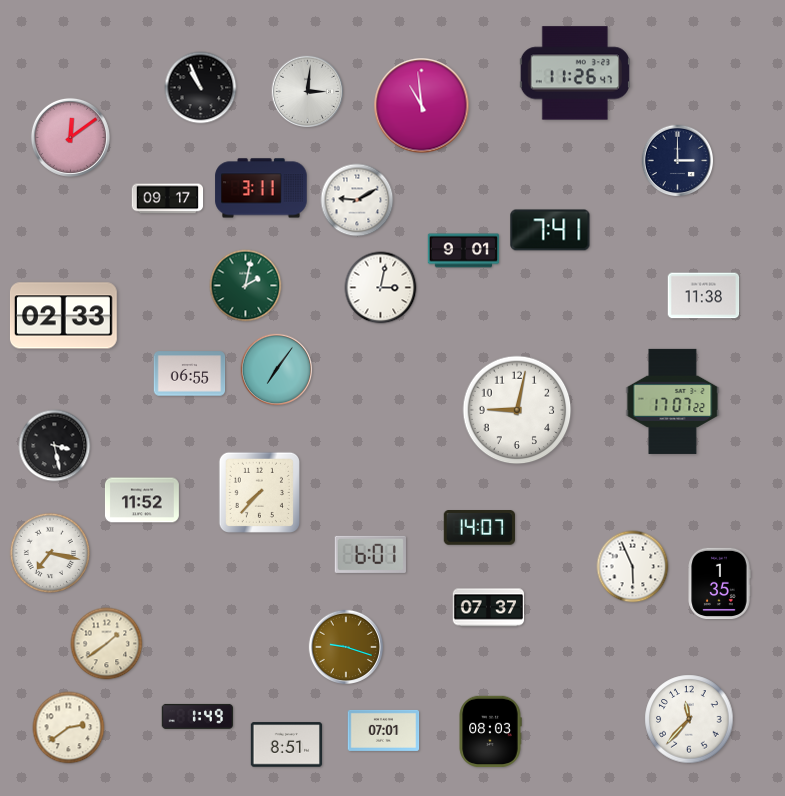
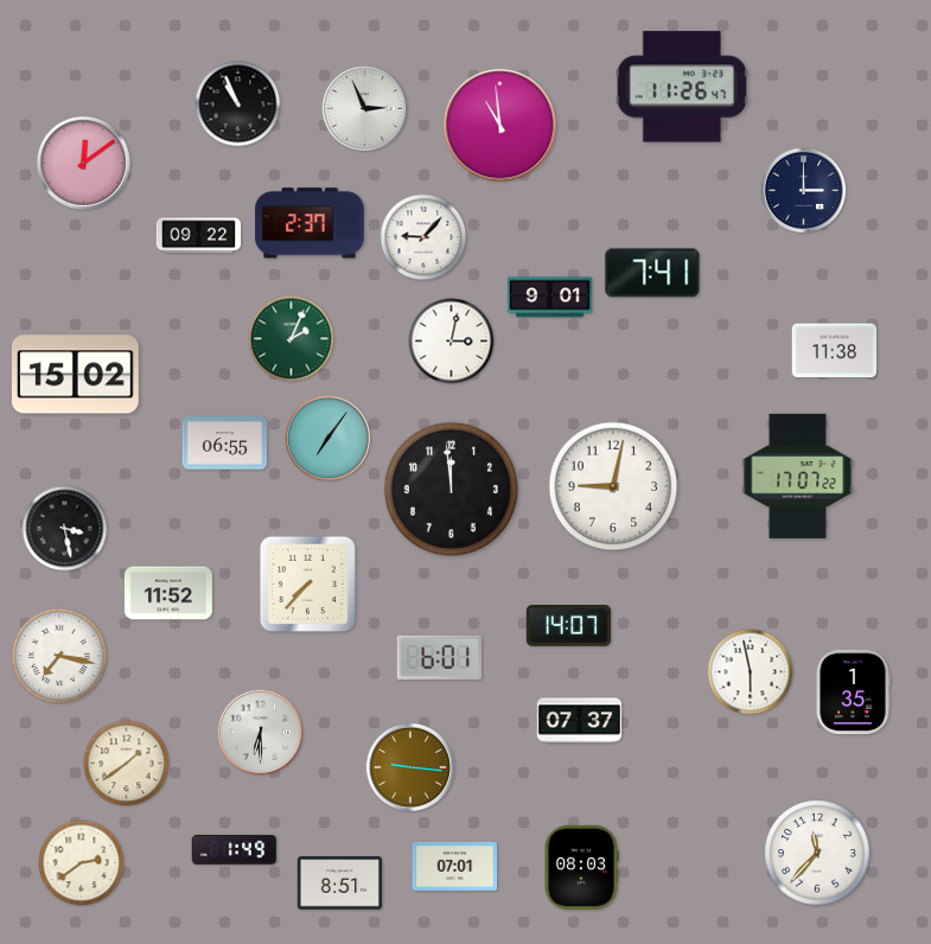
clock at (308, 92): 3:01 -> 2:56
clock at (261, 188): 3:11 -> 2:37
clock at (168, 199): 09:17 -> 09:22
clock at (357, 200): 9:10 -> 9:07
clock at (246, 286): 2:02 -> 2:04
clock at (63, 316): 02:33 -> 15:02
clock at (451, 489): none -> 11:59
clock at (633, 567): 5:56 -> 5:58
clock at (261, 733): none -> 6:30
clock at (345, 646): 9:18 -> 9:16
